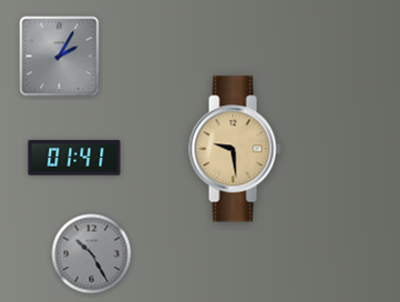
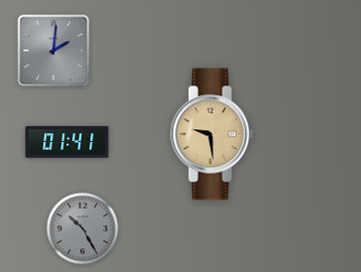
clock at (60, 57): 2:05 -> 2:01
